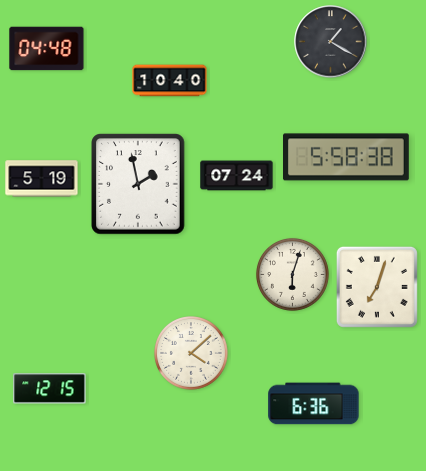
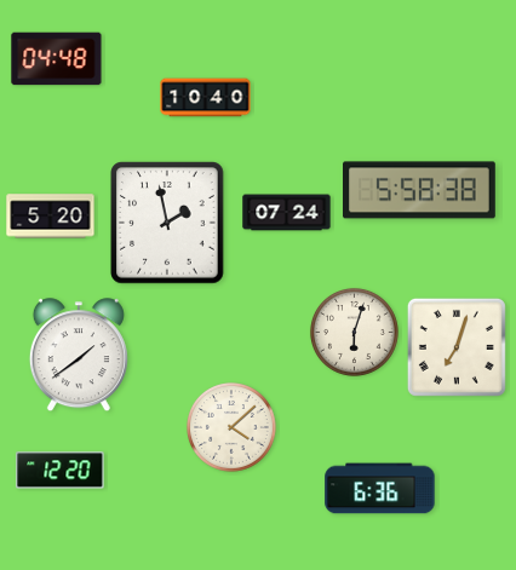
clock at (331, 42): 1:20 -> none
clock at (42, 179): 5:19 -> 5:20
clock at (79, 356): none -> 1:39
clock at (50, 389): 12:15 -> 12:20
